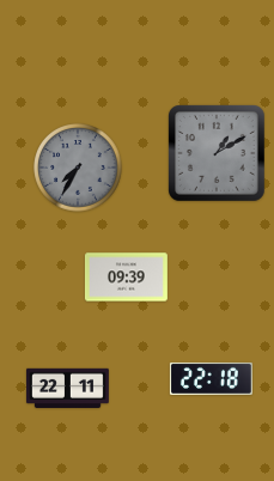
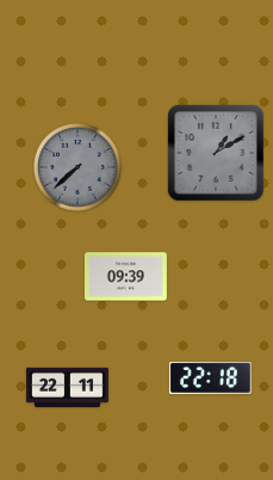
clock at (78, 168): 7:35 -> 7:38
